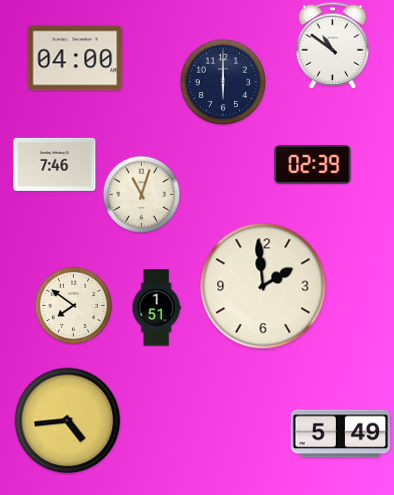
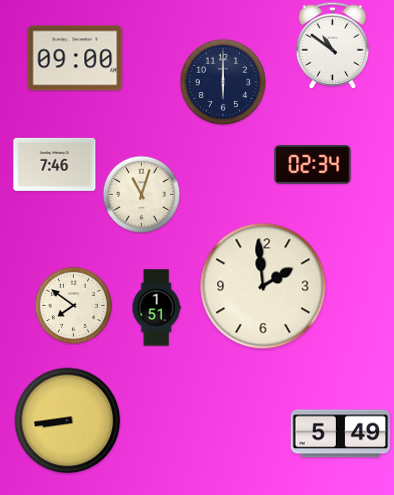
clock at (75, 58): 04:00 -> 09:00
clock at (313, 165): 02:39 -> 02:34
clock at (68, 421): 4:44 -> 8:44
